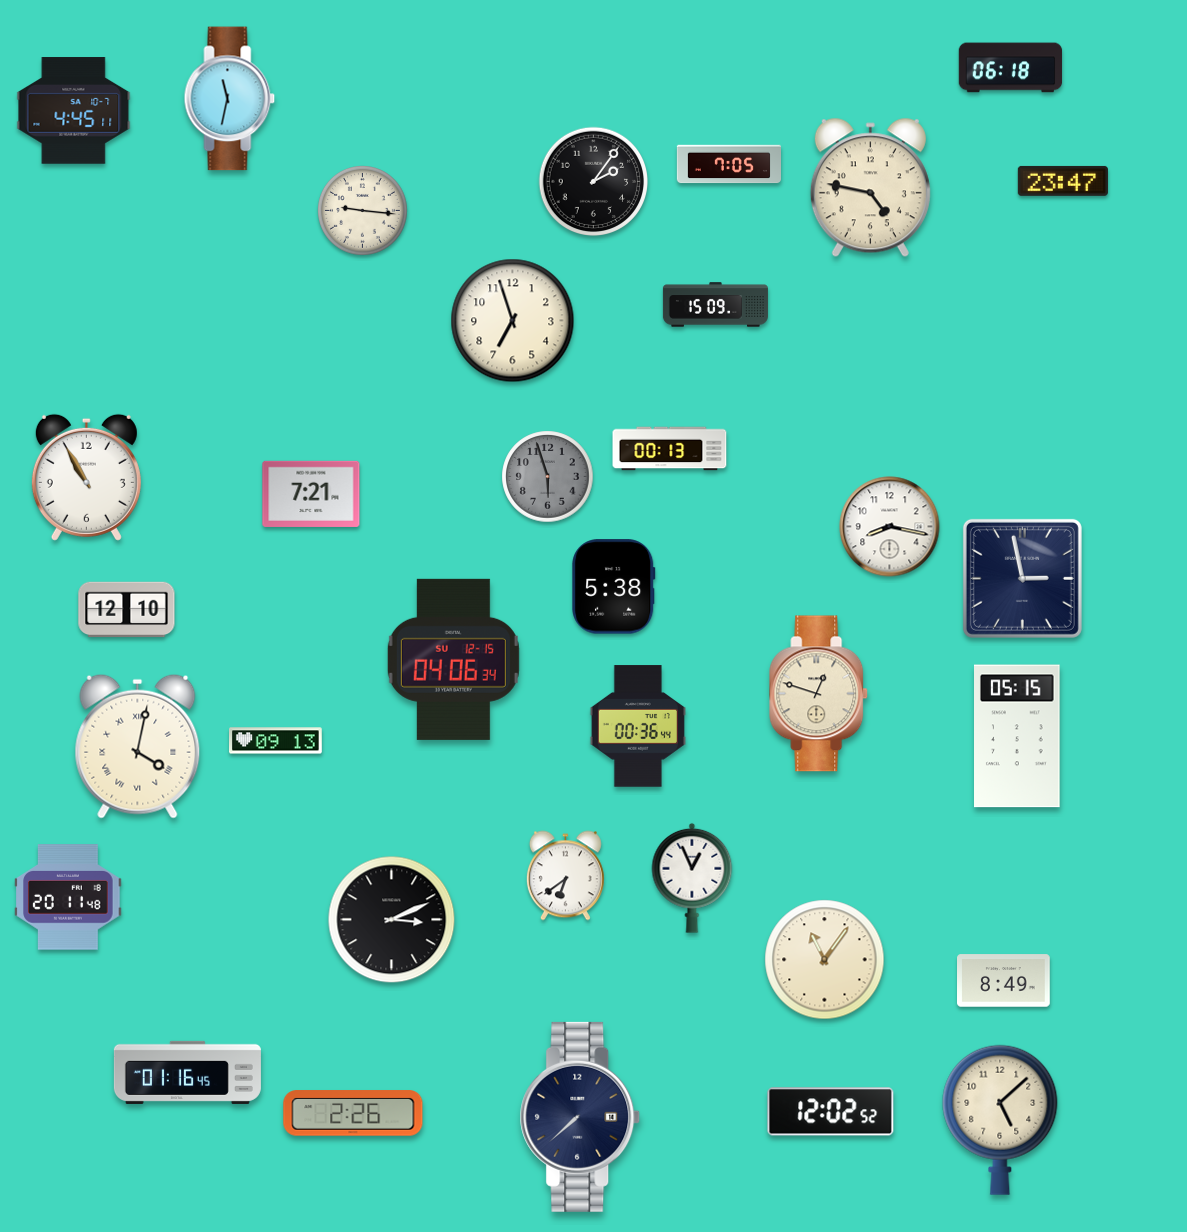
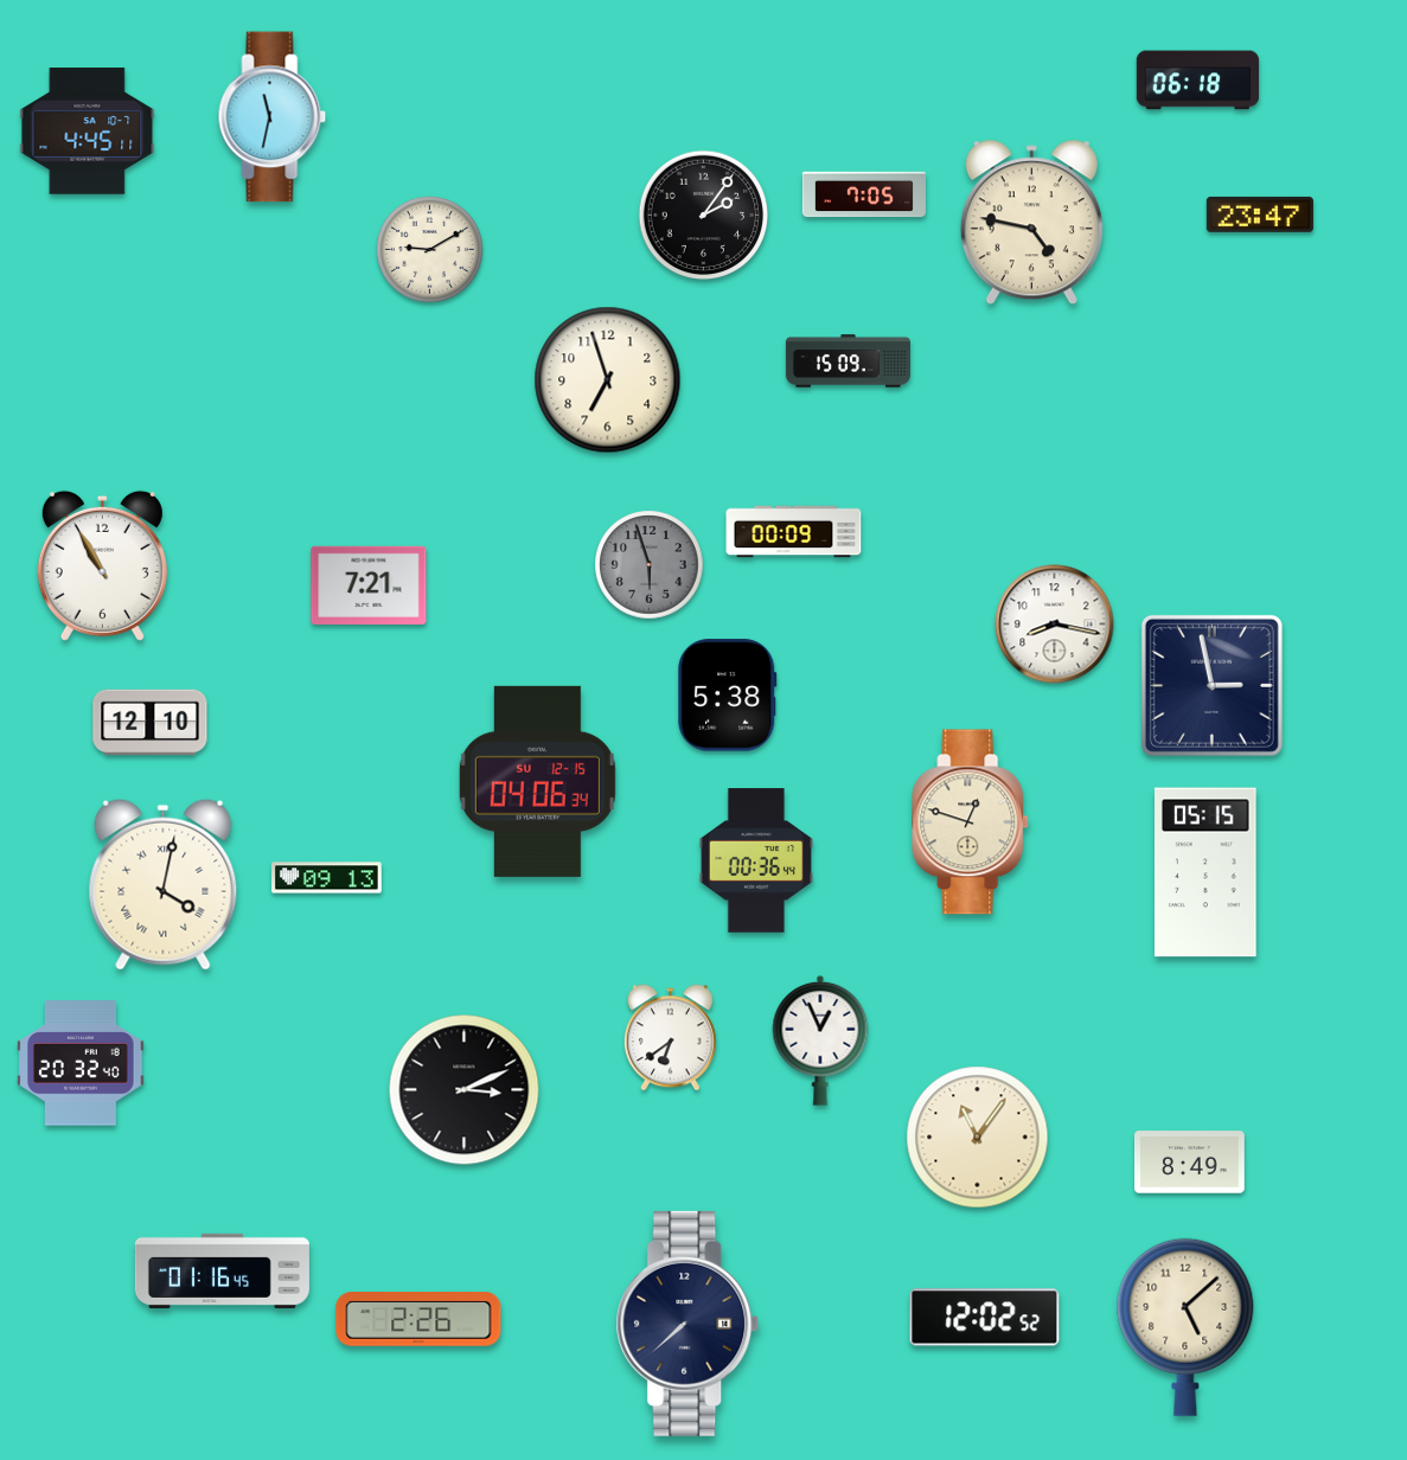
clock at (363, 211): 9:16 -> 9:10
clock at (670, 449): 00:13 -> 00:09
clock at (68, 897): 20:11 -> 20:32
